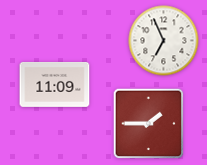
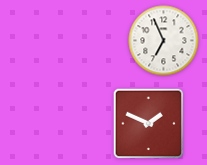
clock at (55, 84): 11:09 -> none
clock at (149, 124): 1:45 -> 1:49
